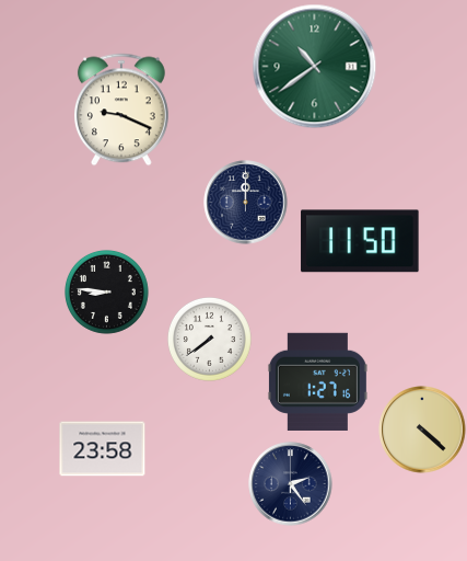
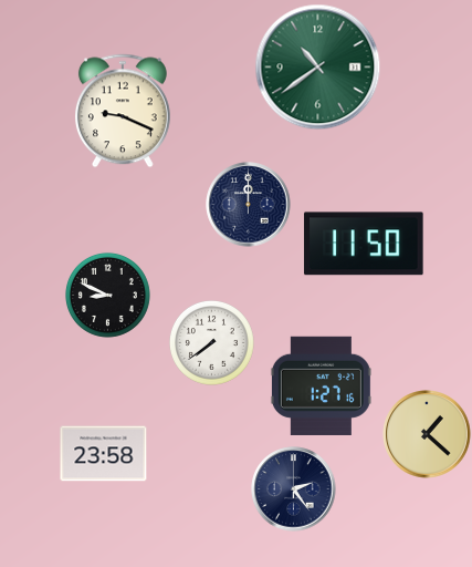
clock at (106, 291): 8:46 -> 8:49
clock at (422, 430): 4:22 -> 1:22
